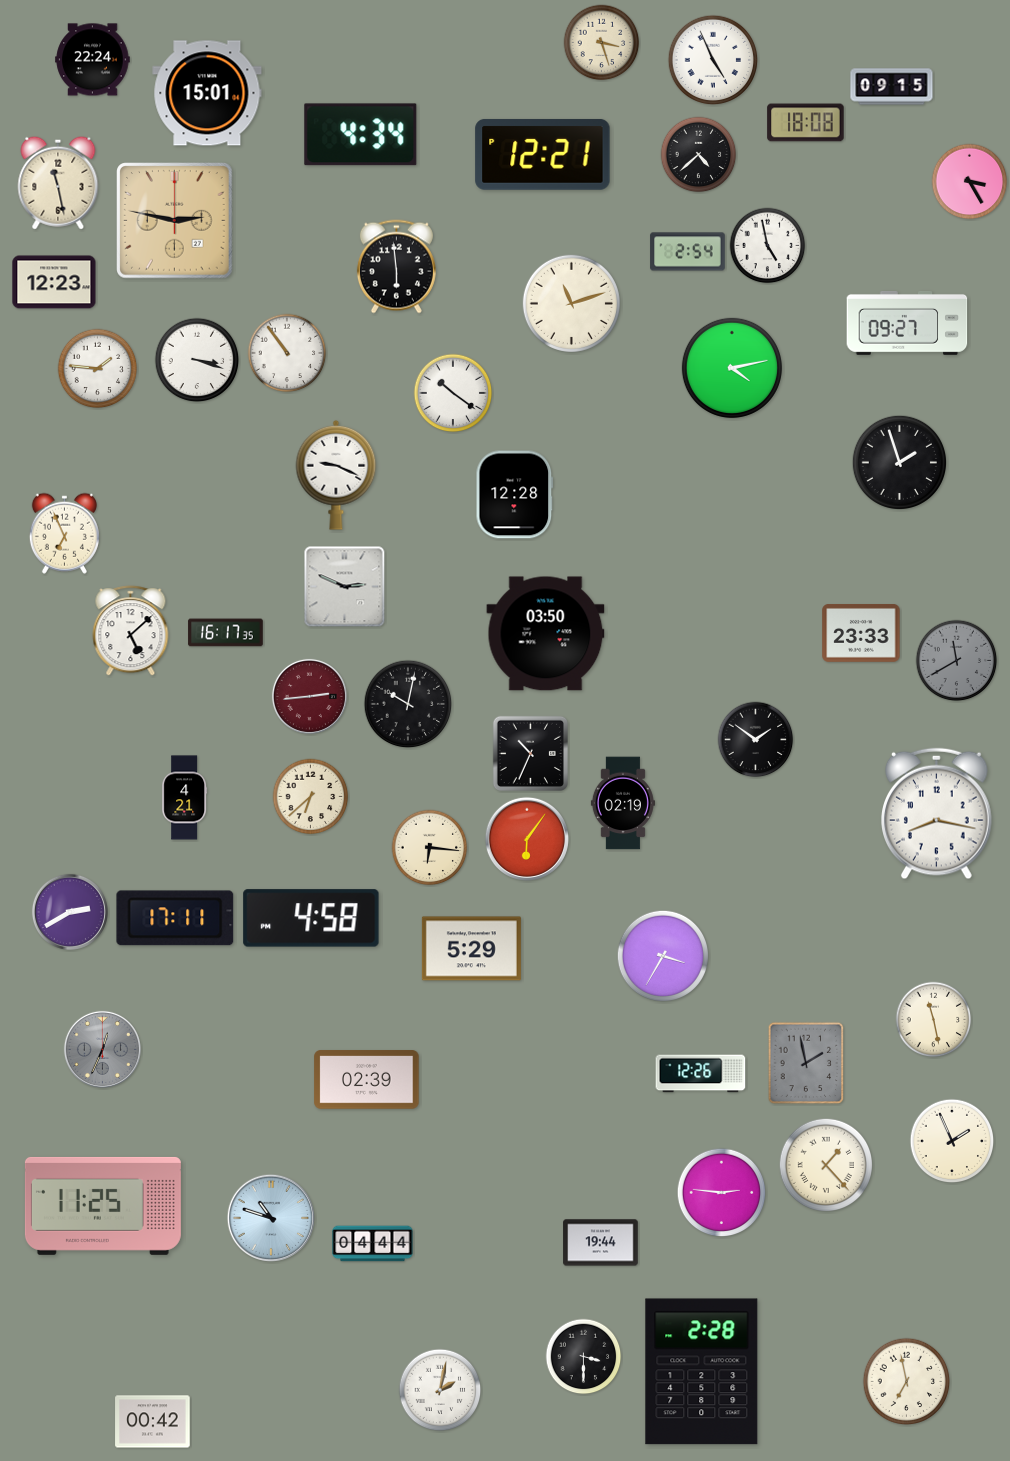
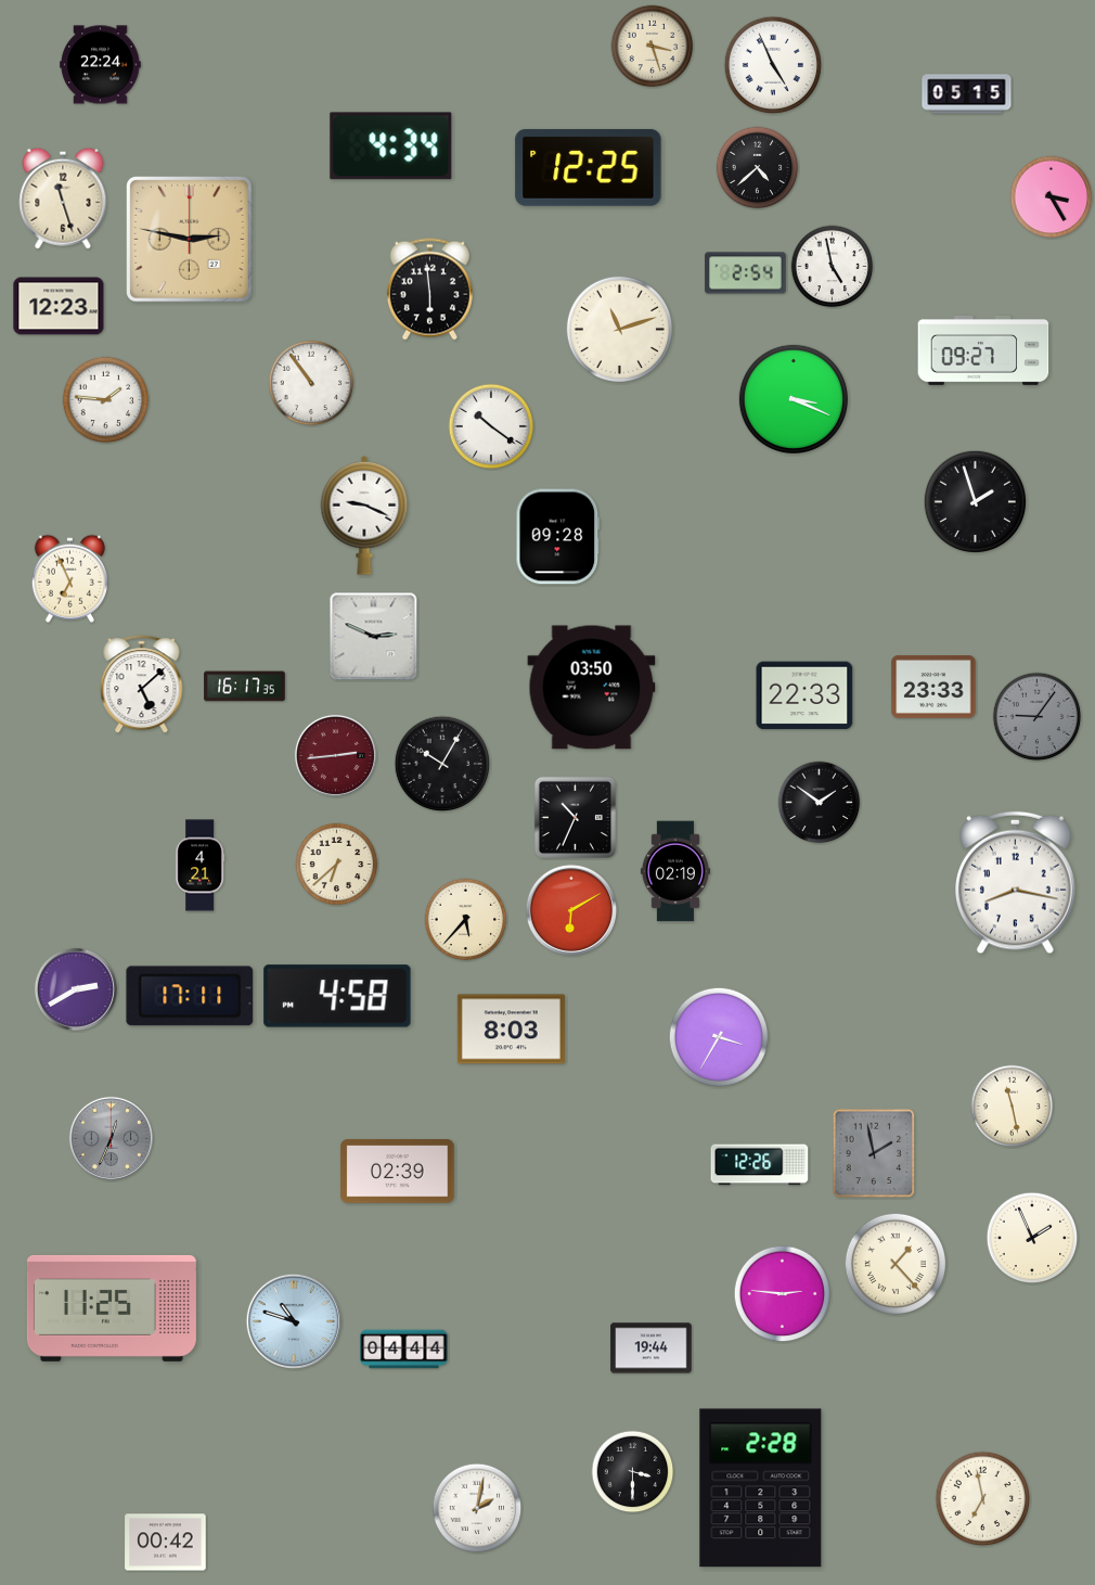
clock at (892, 87): 09:15 -> 05:15
clock at (207, 93): 15:01 -> none
clock at (806, 123): 18:08 -> none
clock at (543, 155): 12:21 -> 12:25
clock at (58, 183): 11:28 -> 11:27
clock at (197, 360): 3:18 -> none
clock at (732, 368): 4:13 -> 3:19
clock at (515, 495): 12:28 -> 09:28
clock at (804, 695): none -> 22:33
clock at (957, 661): 11:40 -> 9:06
clock at (408, 704): 10:02 -> 10:05
clock at (527, 839): 6:06 -> 6:10
clock at (430, 848): 6:16 -> 5:37
clock at (471, 949): 5:29 -> 8:03
